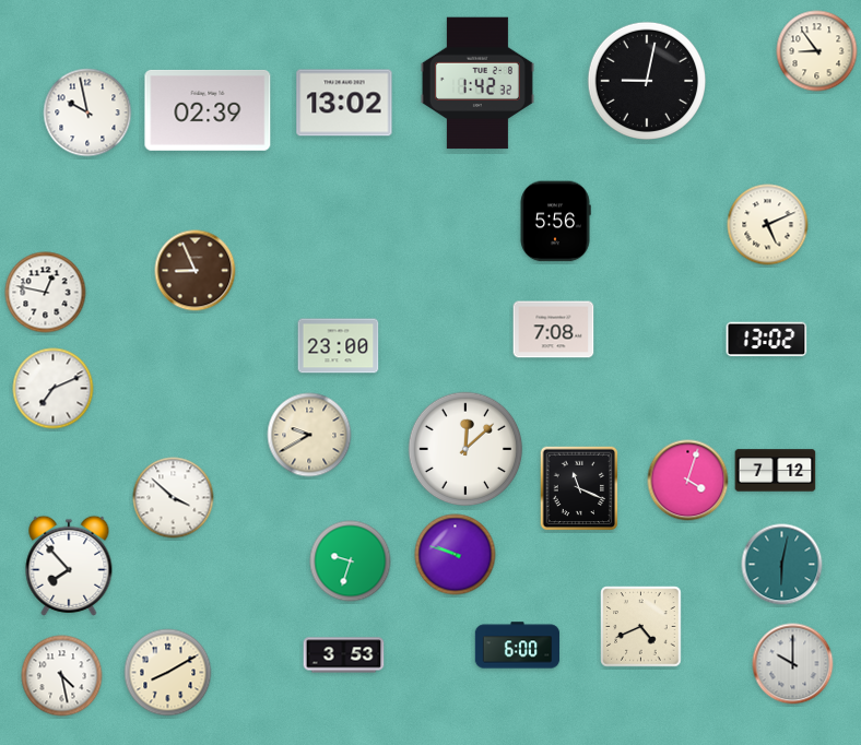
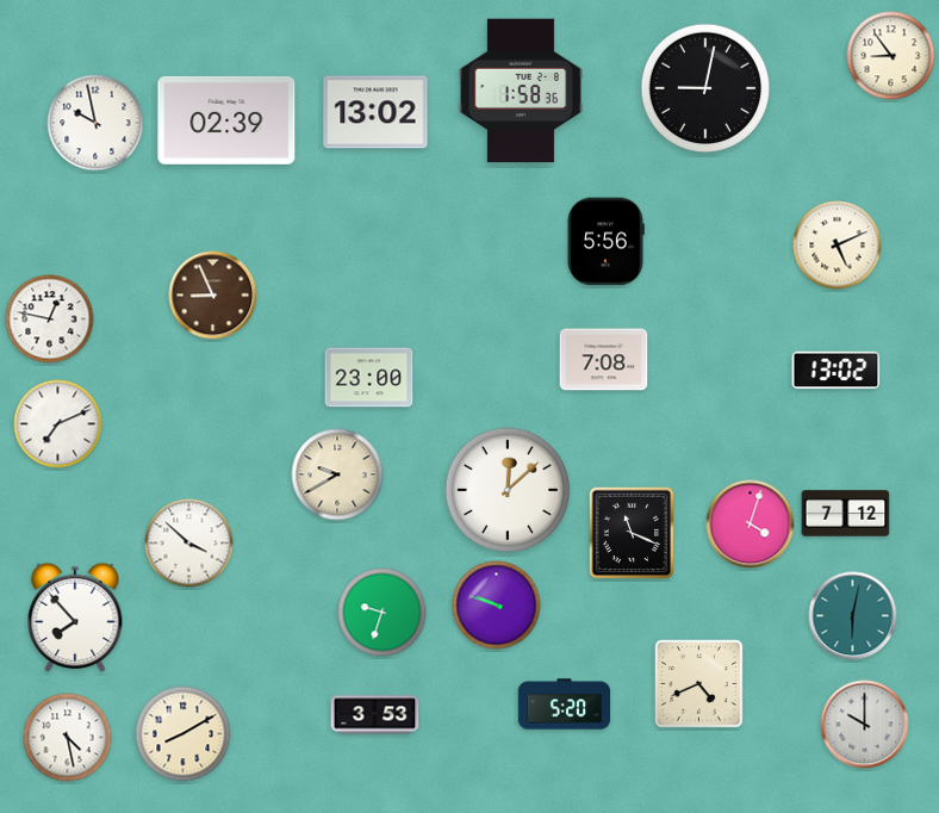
clock at (477, 83): 1:42 -> 1:58
clock at (518, 646): 6:00 -> 5:20
